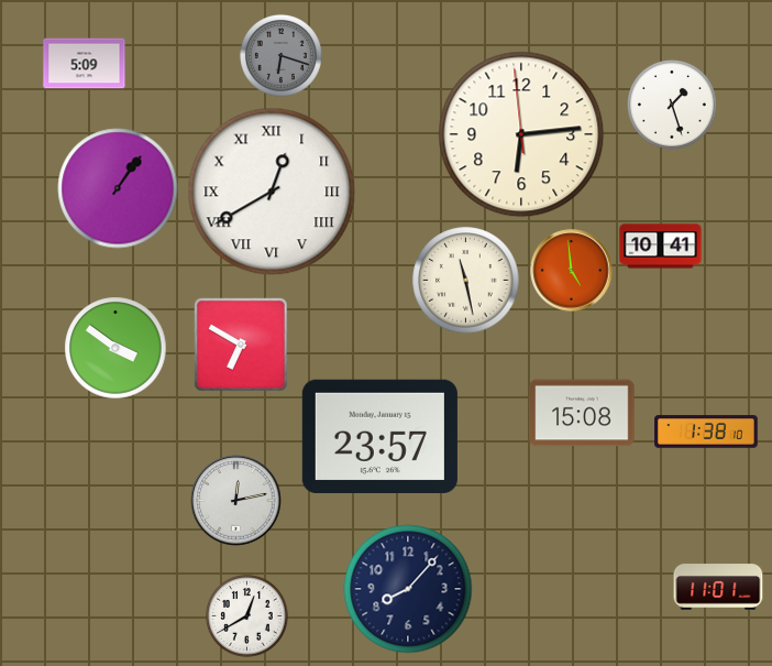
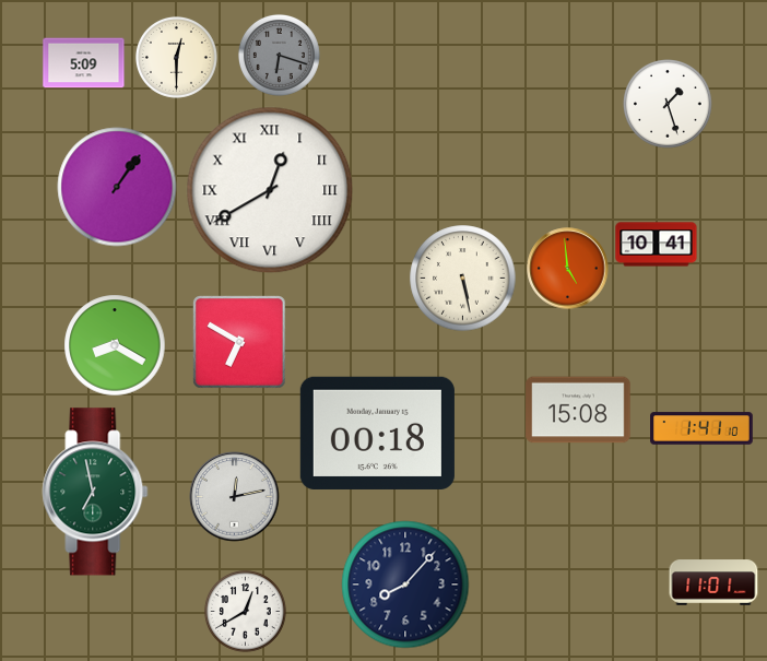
clock at (176, 57): none -> 12:30
clock at (521, 134): 6:13 -> none
clock at (466, 281): 11:28 -> 5:28
clock at (115, 348): 3:51 -> 8:20
clock at (706, 432): 1:38 -> 1:41
clock at (379, 436): 23:57 -> 00:18
clock at (95, 492): none -> 6:58
